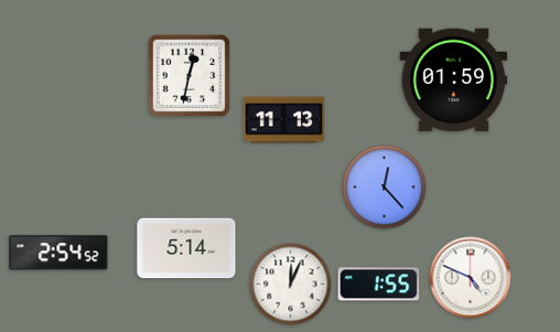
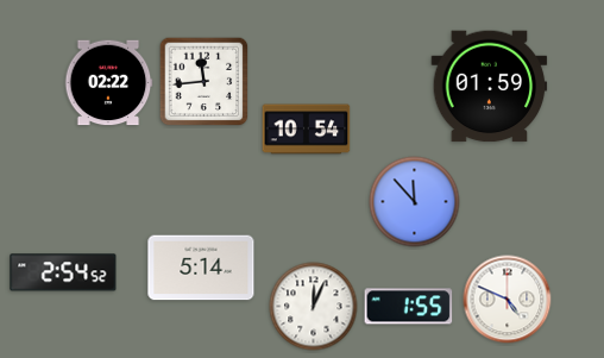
clock at (190, 76): 12:32 -> 11:44
clock at (108, 83): none -> 02:22
clock at (284, 120): 11:13 -> 10:54
clock at (385, 188): 12:23 -> 11:53
